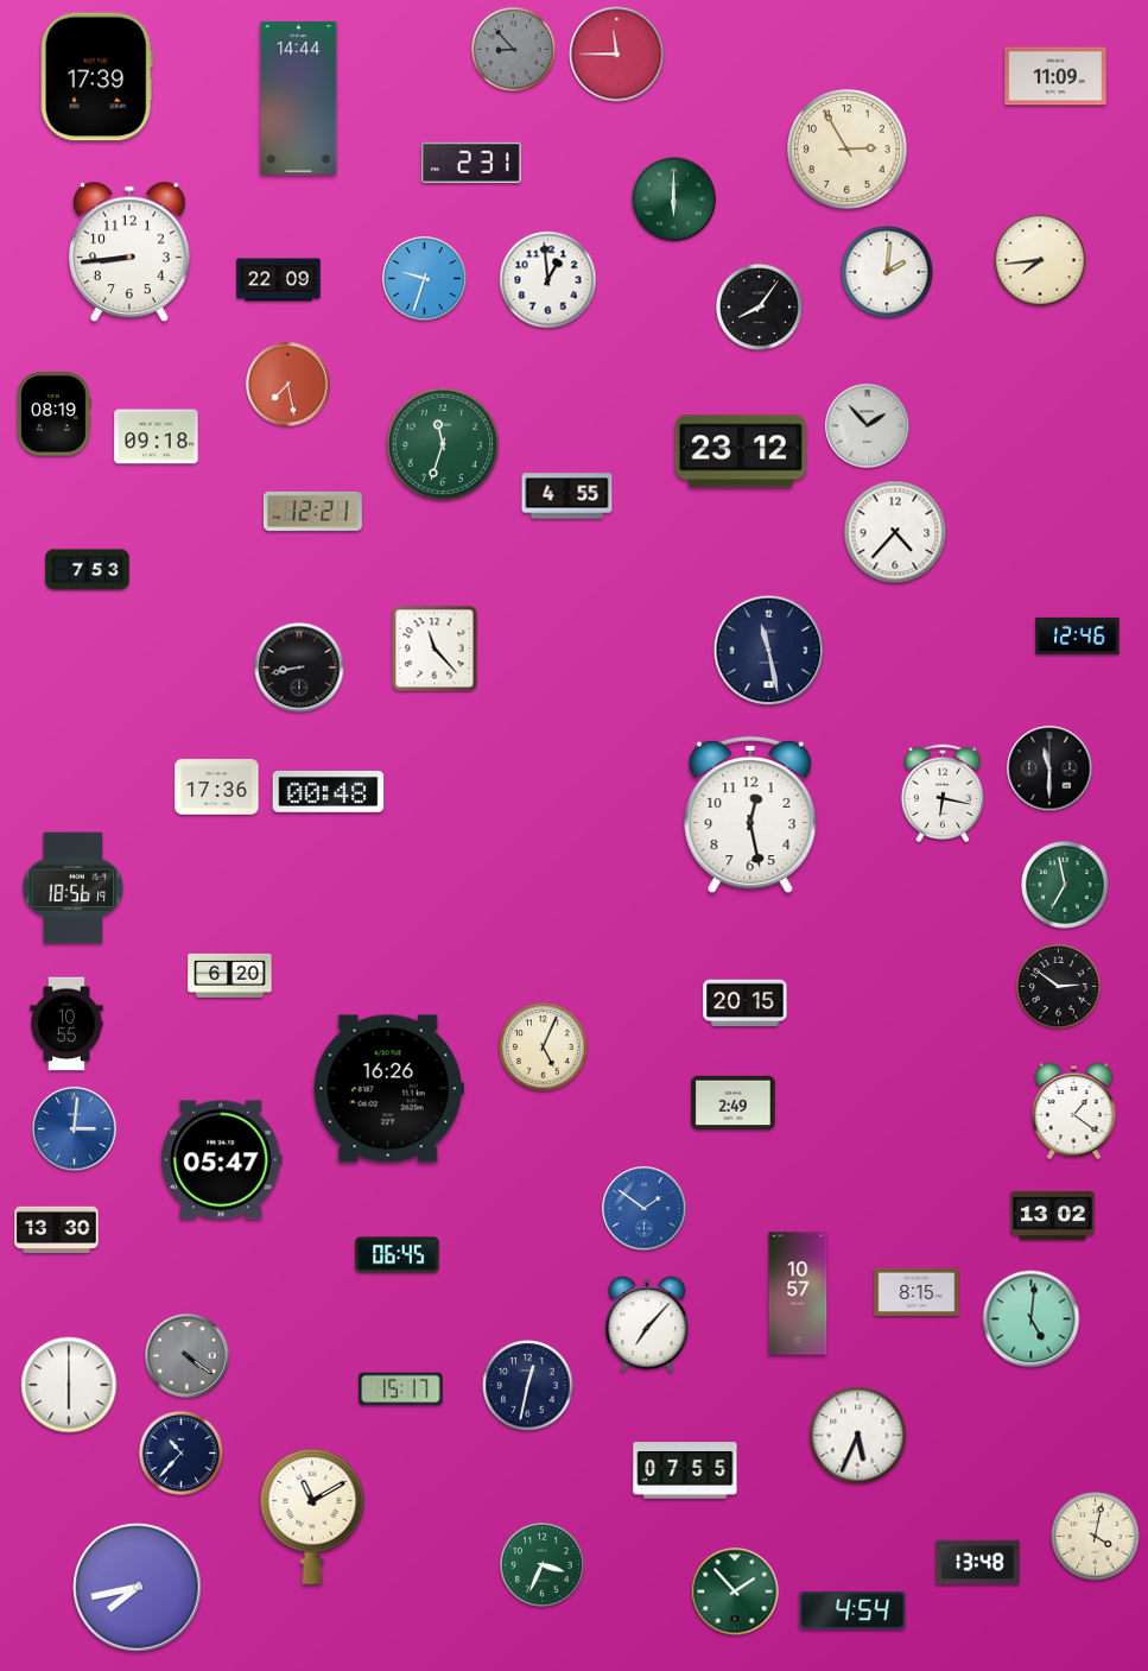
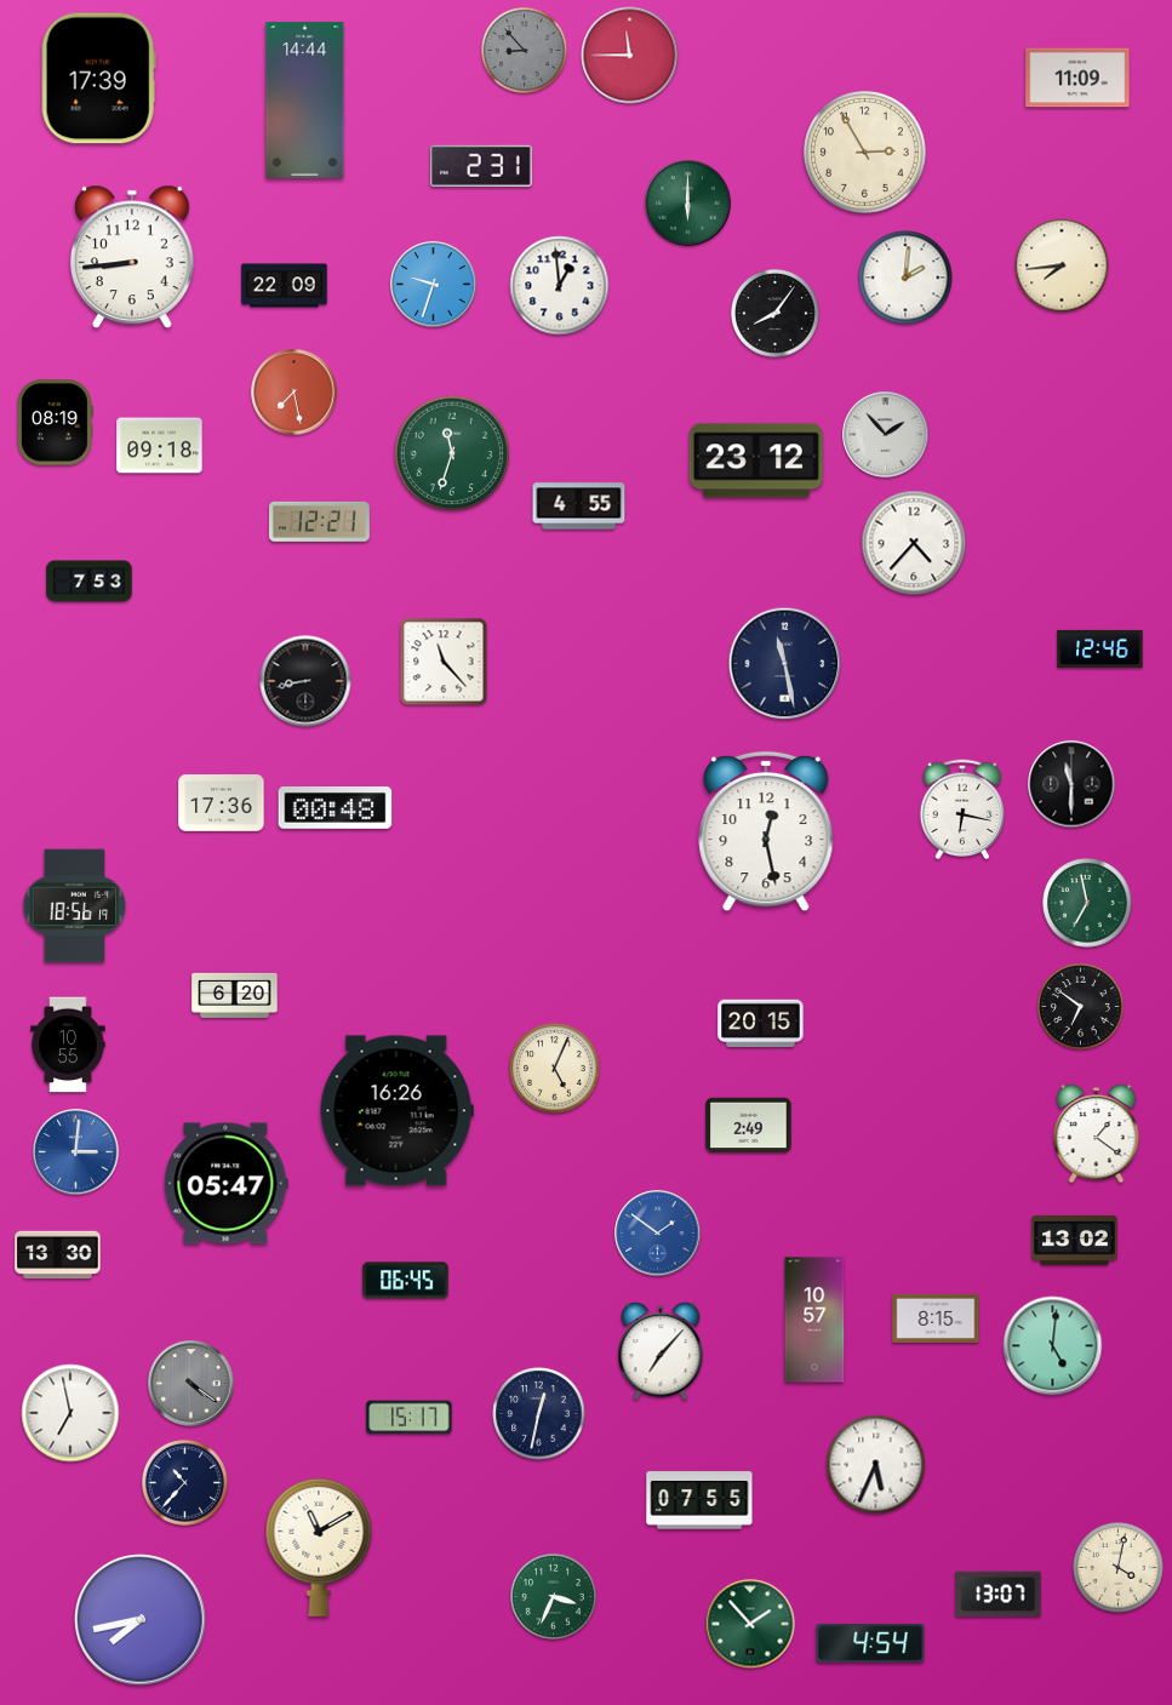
clock at (1058, 986): 2:51 -> 6:51
clock at (69, 1385): 6:00 -> 6:58
clock at (978, 1563): 13:48 -> 13:07
